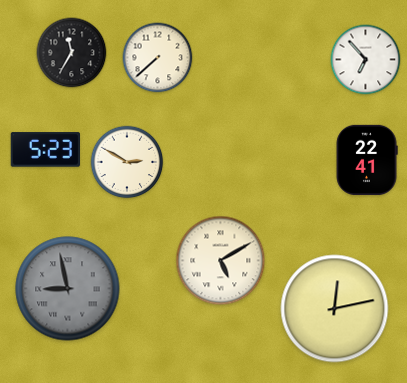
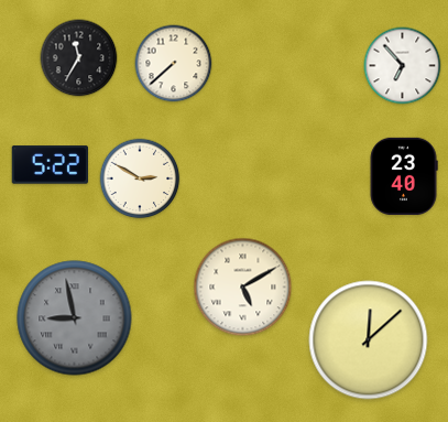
clock at (45, 150): 5:23 -> 5:22
clock at (367, 160): 22:41 -> 23:40
clock at (335, 309): 12:13 -> 12:08
